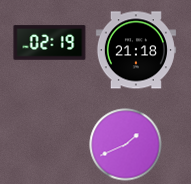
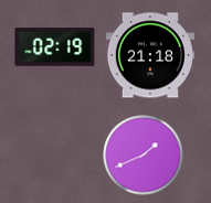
clock at (126, 145) position: (126, 145) -> (144, 156)
